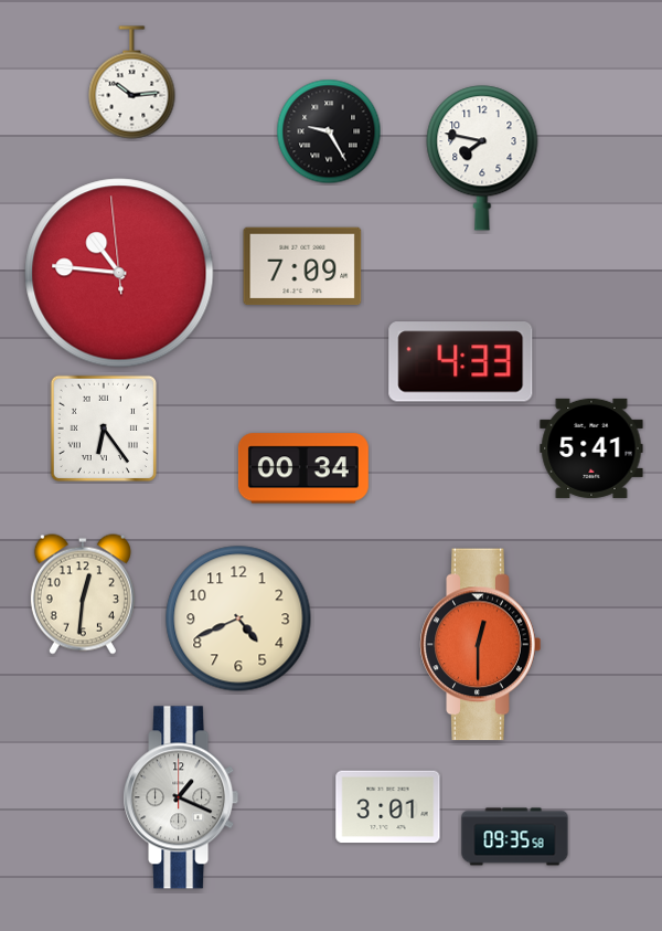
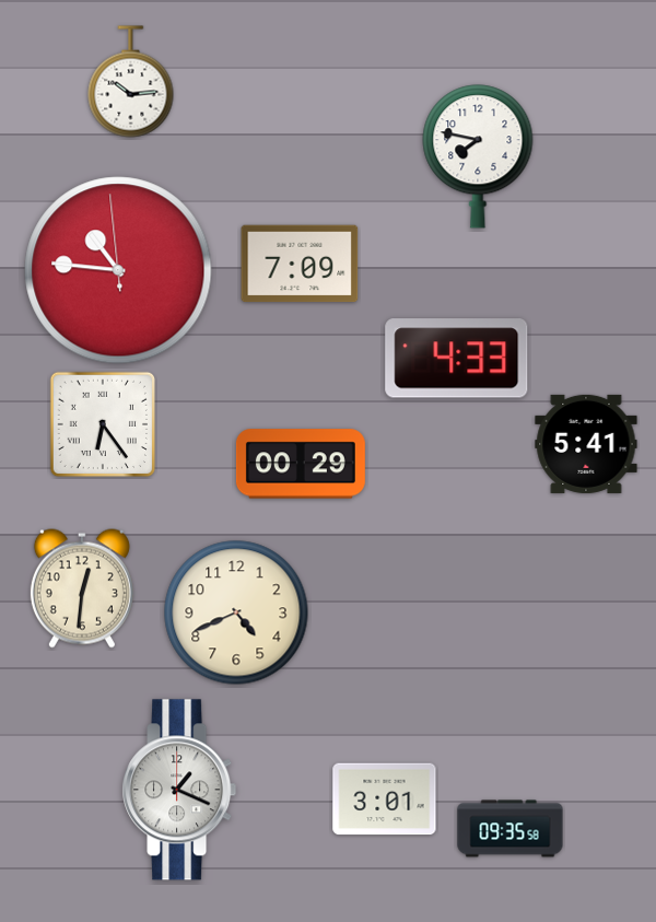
clock at (329, 131): 9:25 -> none
clock at (303, 468): 00:34 -> 00:29
clock at (481, 645): 12:30 -> none
